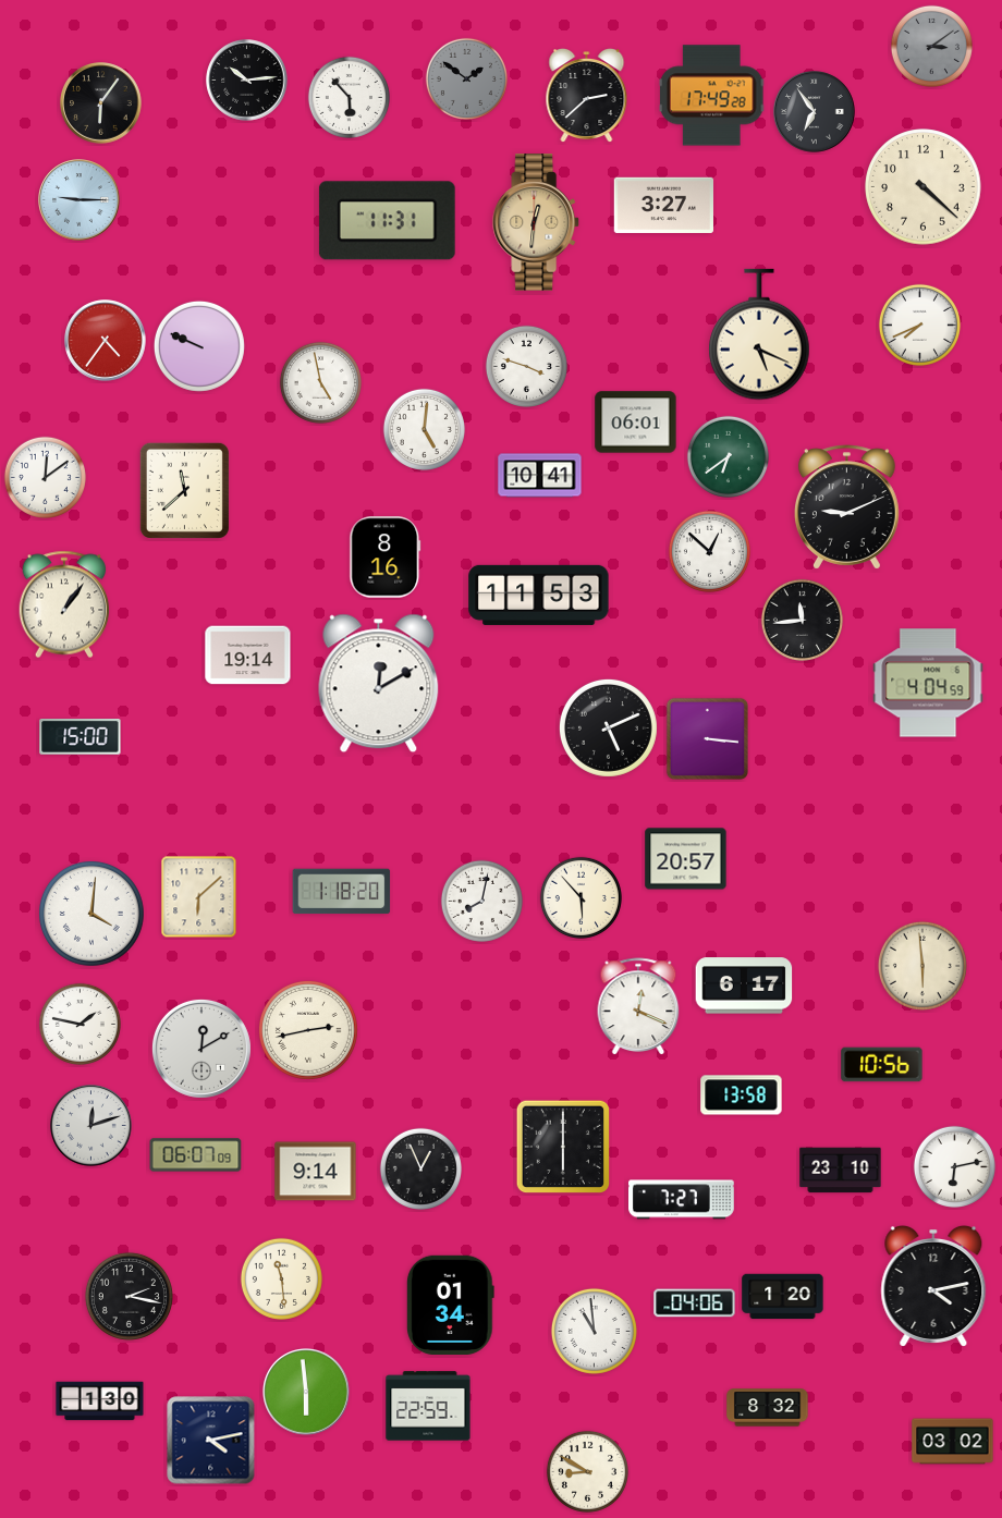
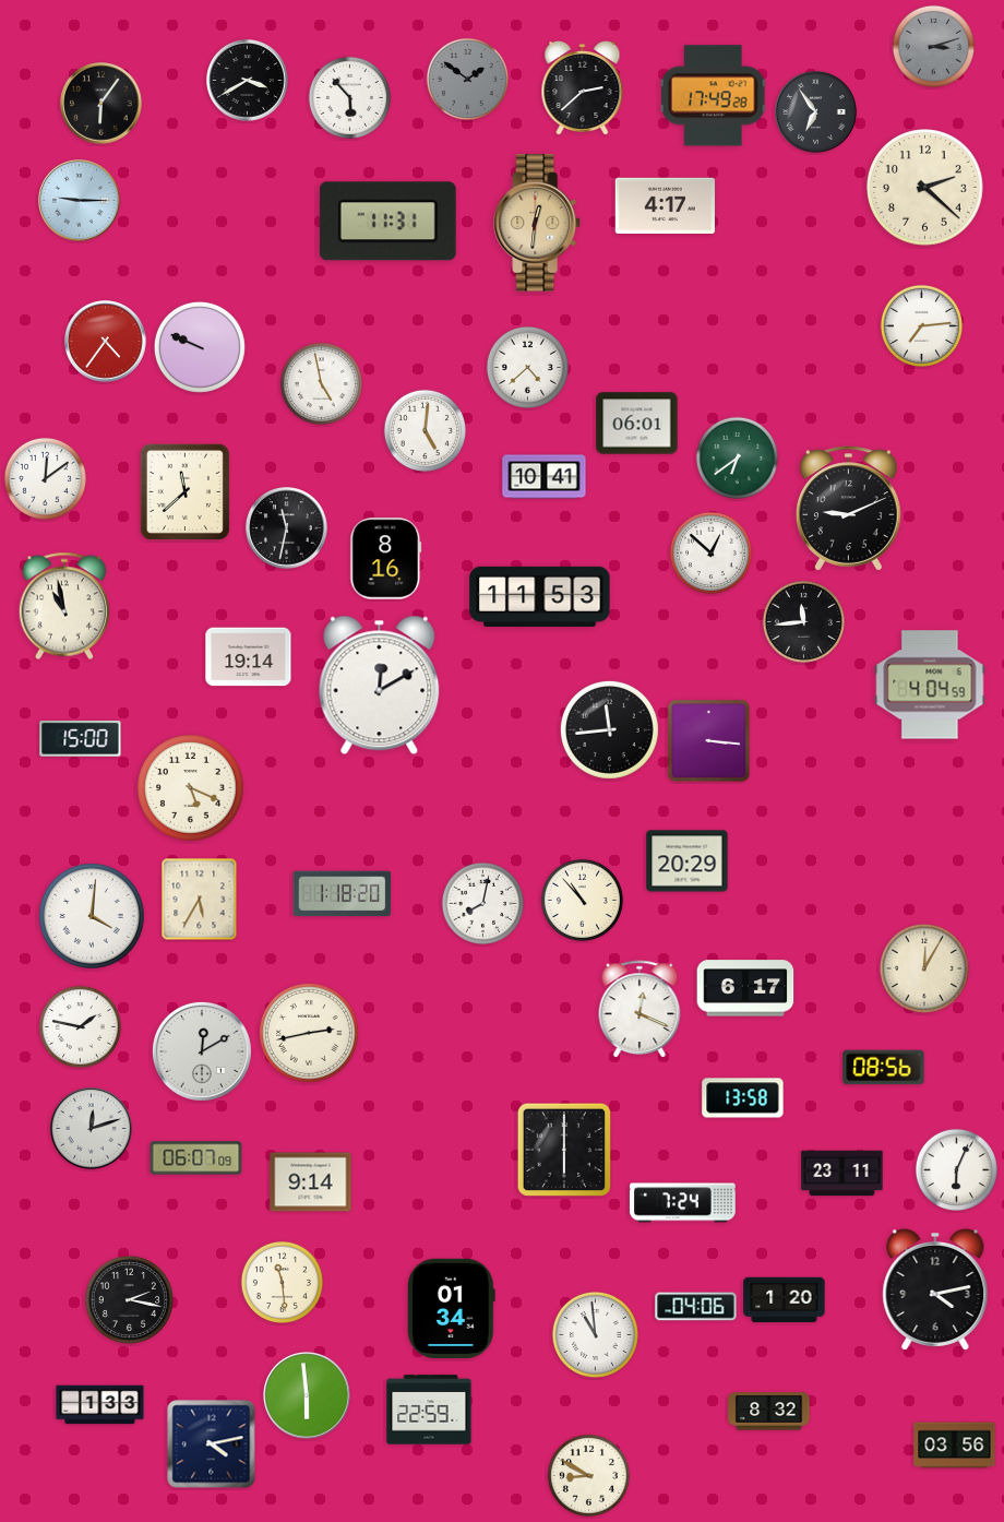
clock at (931, 46): 3:09 -> 3:12
clock at (247, 81): 10:14 -> 3:40
clock at (587, 96) position: (587, 96) -> (583, 88)
clock at (924, 187): 4:22 -> 2:22
clock at (663, 205): 3:27 -> 4:17
clock at (919, 325): 7:41 -> 7:14
clock at (759, 334): 5:19 -> none
clock at (526, 366): 3:48 -> 4:38
clock at (728, 456) position: (728, 456) -> (737, 457)
clock at (540, 476) position: (540, 476) -> (545, 477)
clock at (287, 528): none -> 11:32
clock at (64, 604): 1:06 -> 10:58
clock at (608, 727): 5:11 -> 11:44
clock at (191, 788): none -> 5:19
clock at (686, 859): 20:57 -> 20:29
clock at (199, 897): 6:08 -> 5:35
clock at (581, 897): 5:53 -> 10:53
clock at (922, 966): 5:59 -> 12:05
clock at (882, 1065): 10:56 -> 08:56
clock at (954, 1166): 6:13 -> 6:04
clock at (420, 1168): 12:56 -> none
clock at (841, 1171): 23:10 -> 23:11
clock at (316, 1172) position: (316, 1172) -> (311, 1182)
clock at (682, 1200): 7:27 -> 7:24
clock at (100, 1401): 1:30 -> 1:33
clock at (953, 1442): 03:02 -> 03:56
